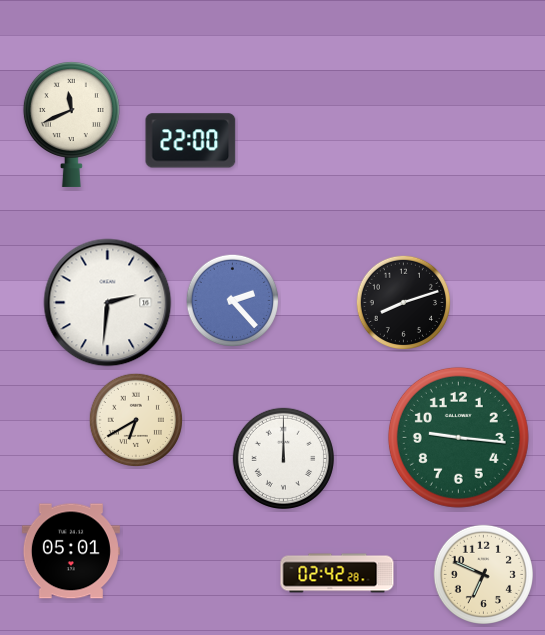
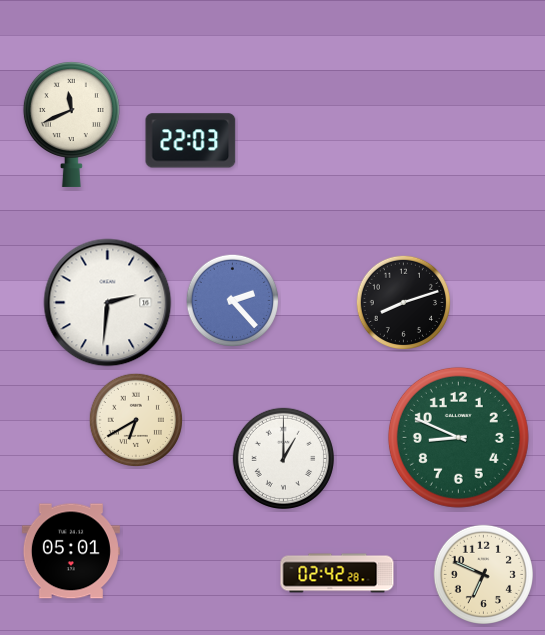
clock at (191, 141): 22:00 -> 22:03
clock at (458, 437): 9:16 -> 8:49
clock at (283, 458): 12:00 -> 1:00
